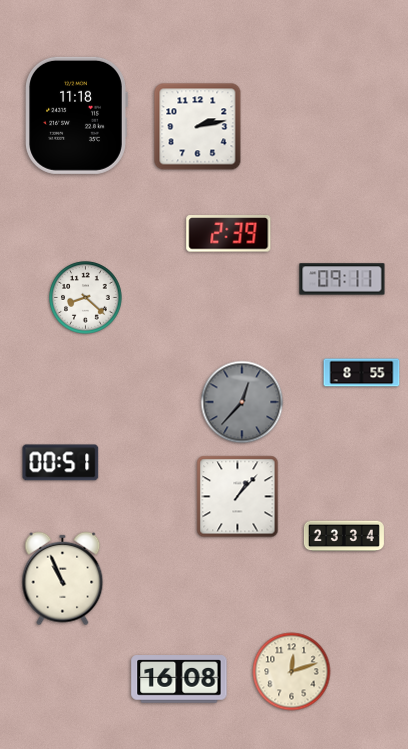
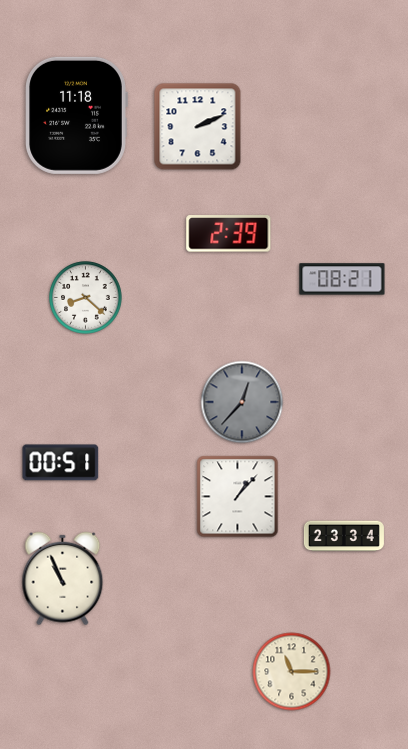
clock at (198, 127): 2:13 -> 2:11
clock at (342, 279): 09:11 -> 08:21
clock at (362, 373): 8:55 -> none
clock at (292, 672): 12:12 -> 11:15
clock at (179, 679): 16:08 -> none
